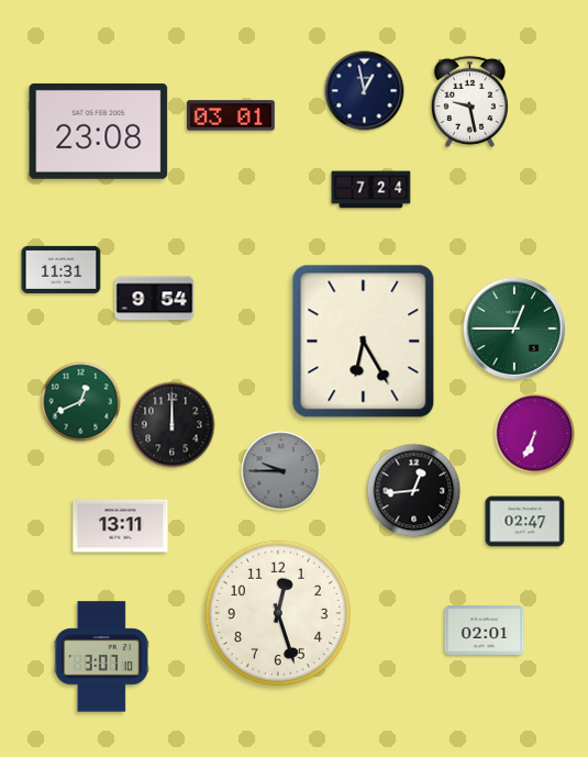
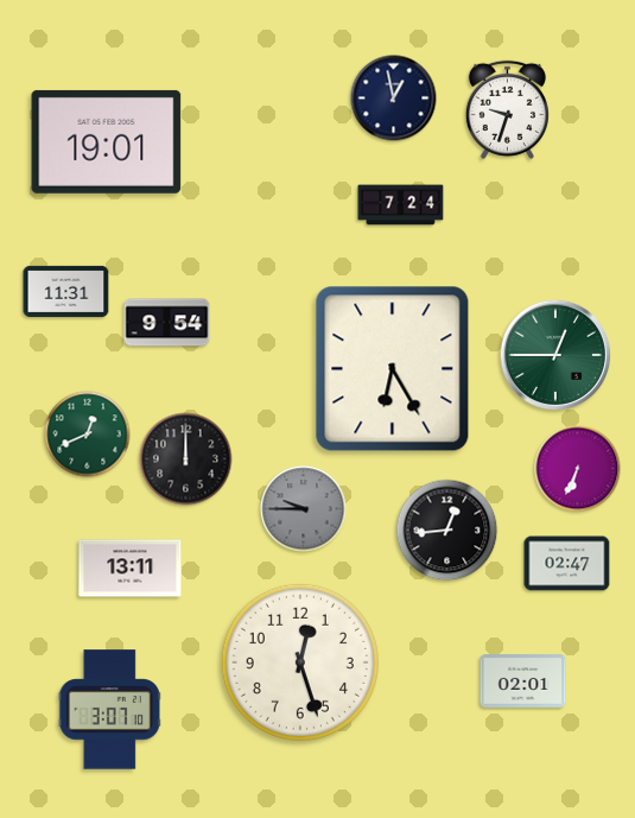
clock at (469, 101): 9:28 -> 9:33
clock at (231, 115): 03:01 -> none
clock at (99, 131): 23:08 -> 19:01
